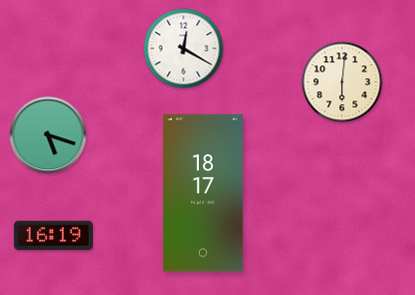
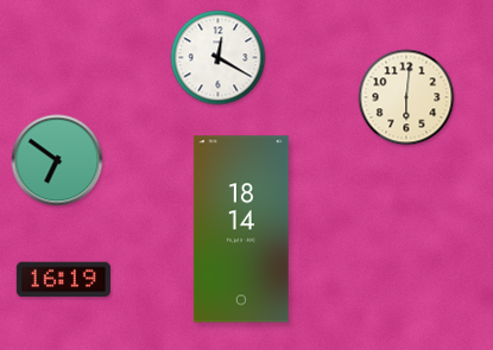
clock at (48, 135): 5:18 -> 6:51
clock at (203, 193): 18:17 -> 18:14
